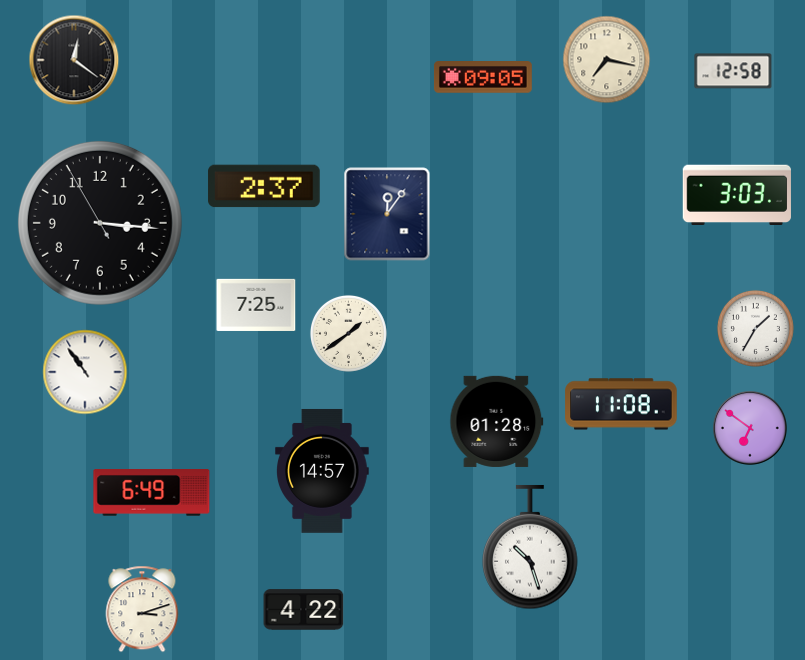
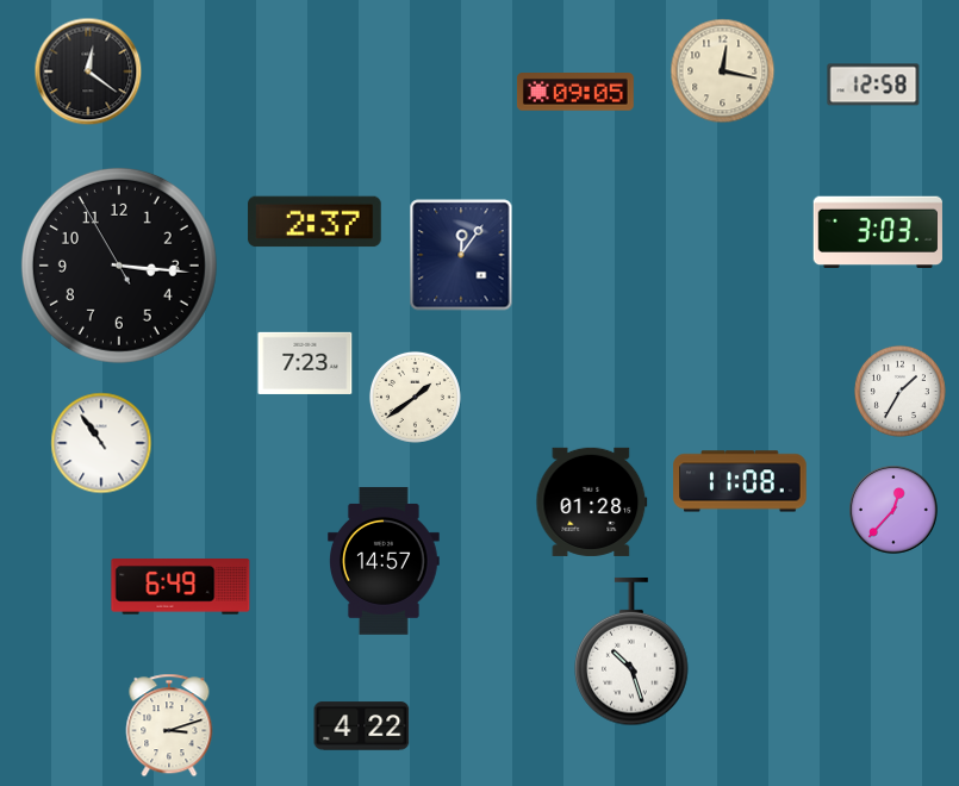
clock at (607, 60): 7:17 -> 12:17
clock at (256, 305): 7:25 -> 7:23
clock at (751, 429): 6:51 -> 12:37
